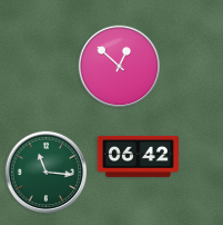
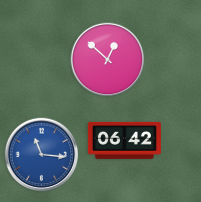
clock at (47, 173) dial: green -> blue
